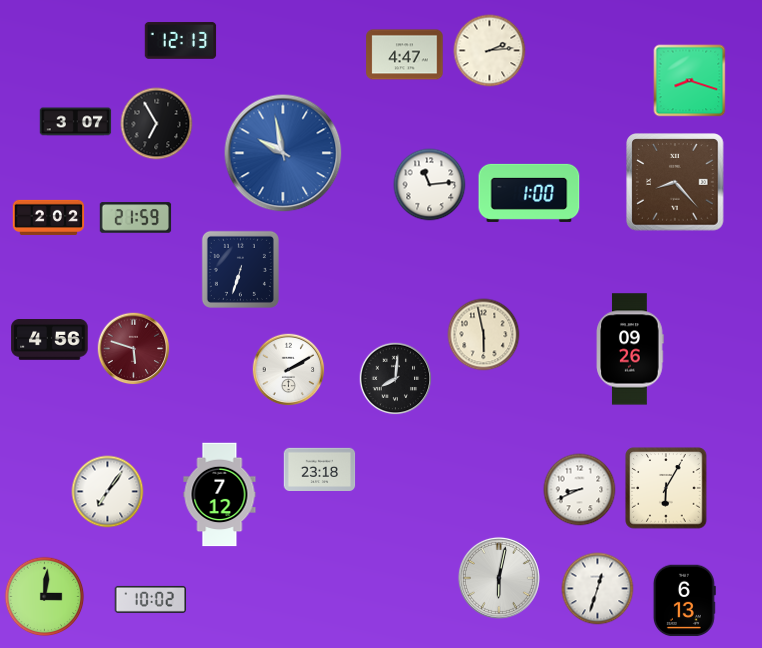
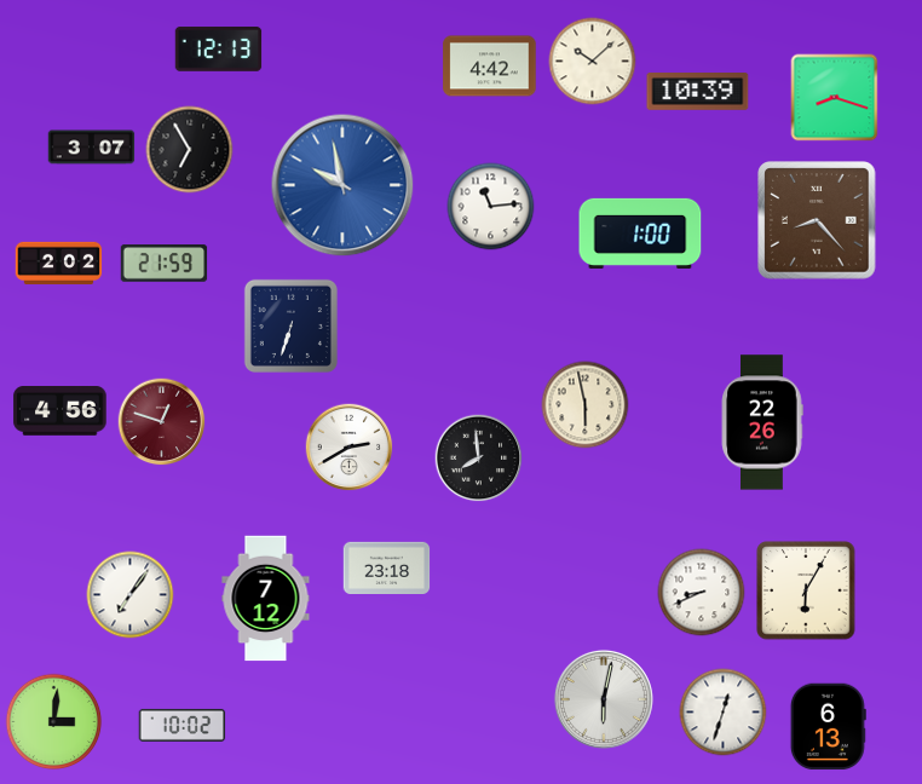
clock at (490, 51): 2:14 -> 10:08
clock at (405, 55): 4:47 -> 4:42
clock at (698, 92): none -> 10:39
clock at (430, 185) position: (430, 185) -> (491, 207)
clock at (134, 349): 5:48 -> 12:48
clock at (630, 349): 09:26 -> 22:26
clock at (289, 370): 2:10 -> 2:40
clock at (396, 379): 8:01 -> 7:59
